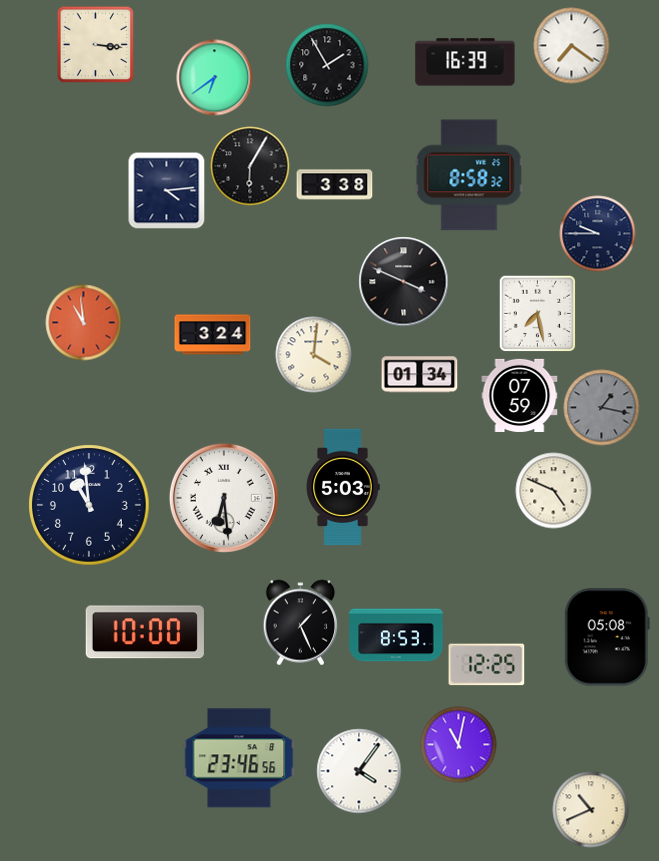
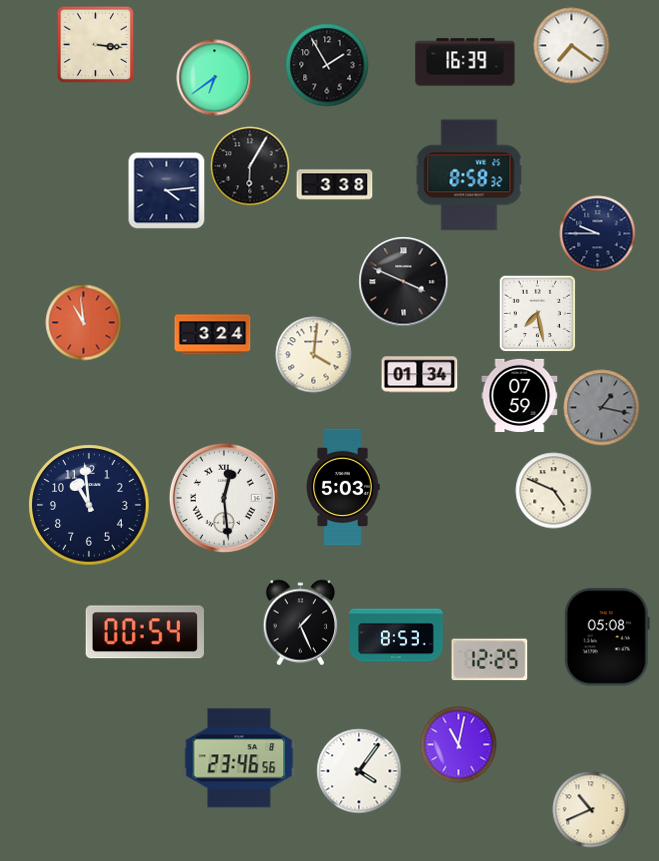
clock at (224, 498): 6:29 -> 12:29
clock at (145, 632): 10:00 -> 00:54
clock at (487, 665) position: (487, 665) -> (490, 660)
